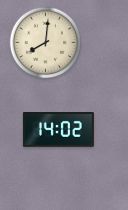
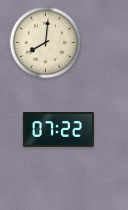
clock at (58, 130): 14:02 -> 07:22
